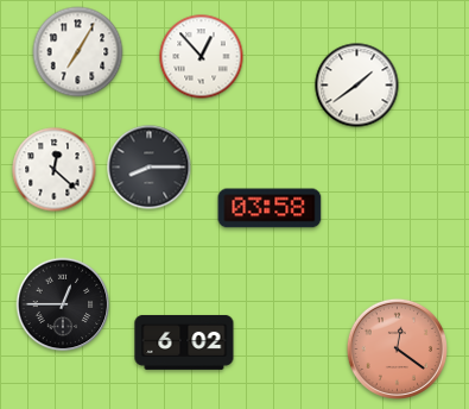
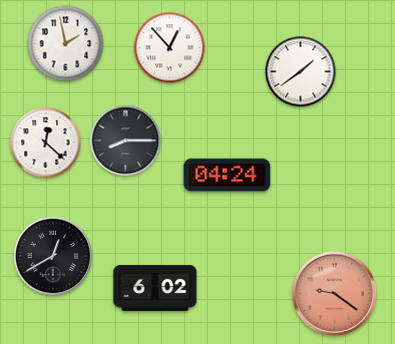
clock at (78, 52): 7:05 -> 1:58
clock at (270, 208): 03:58 -> 04:24
clock at (63, 304): 12:45 -> 12:40
clock at (397, 348): 12:21 -> 9:21
